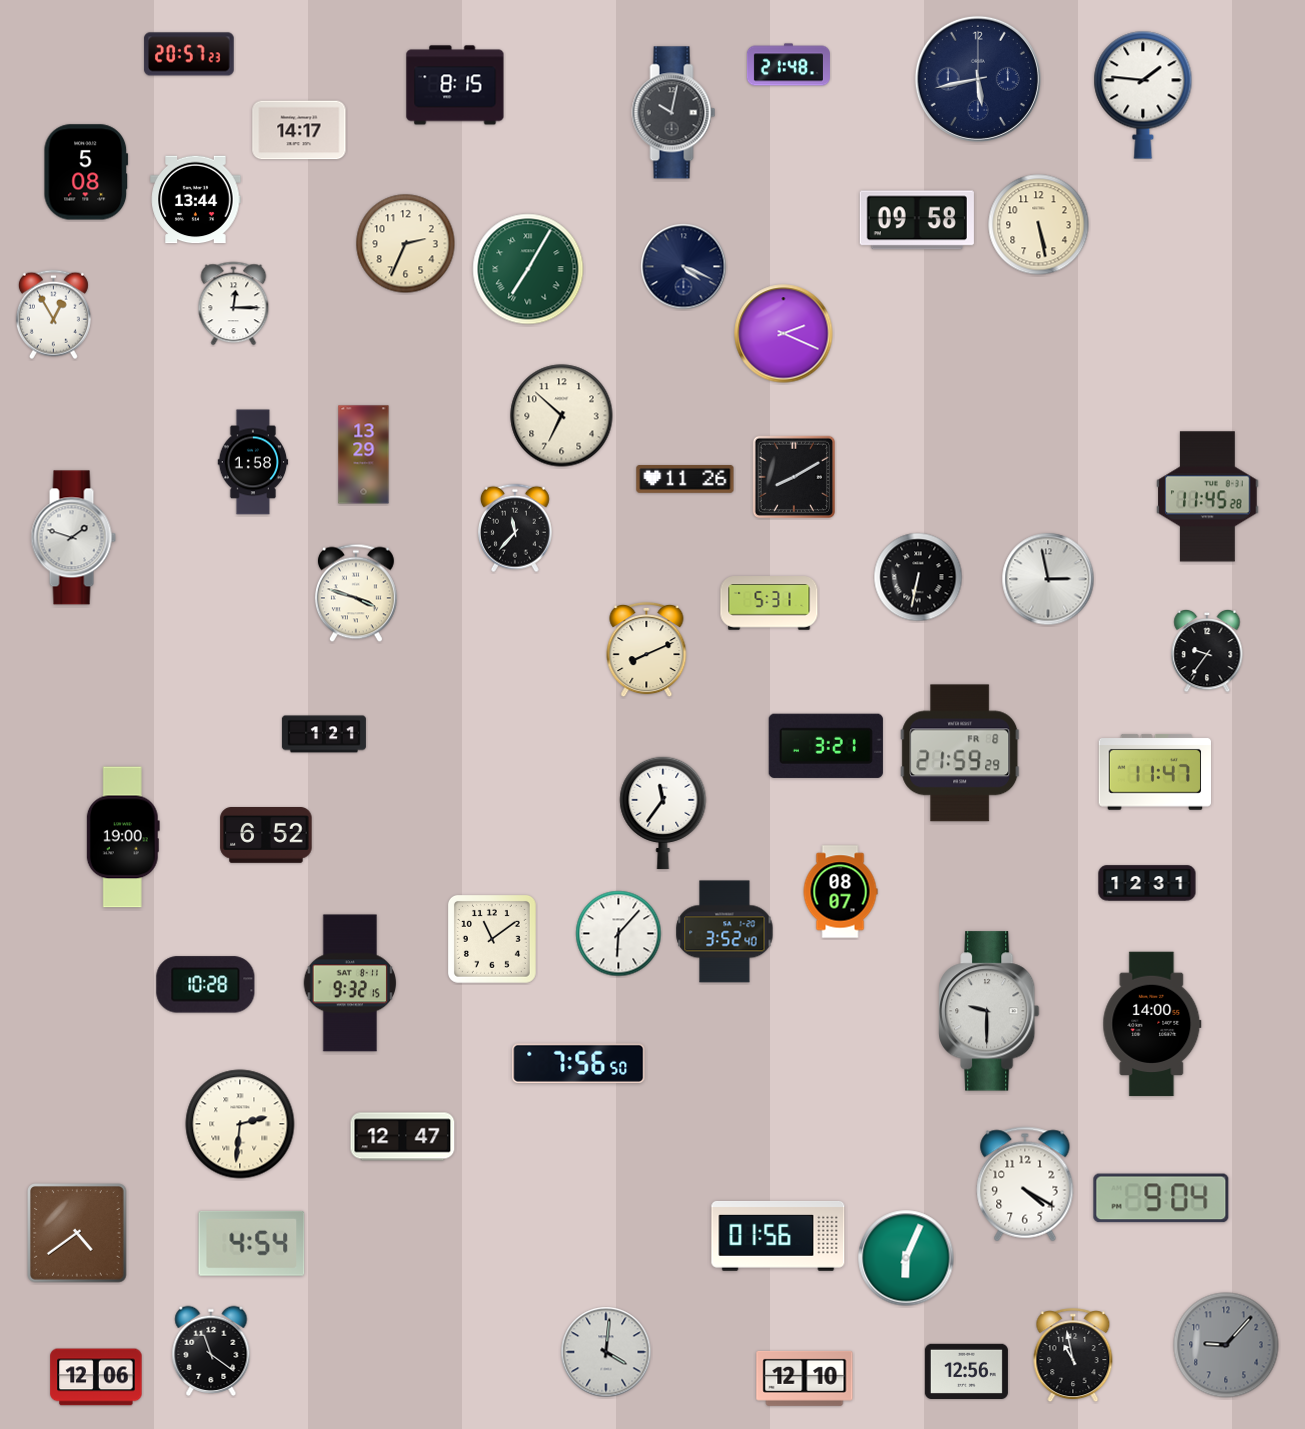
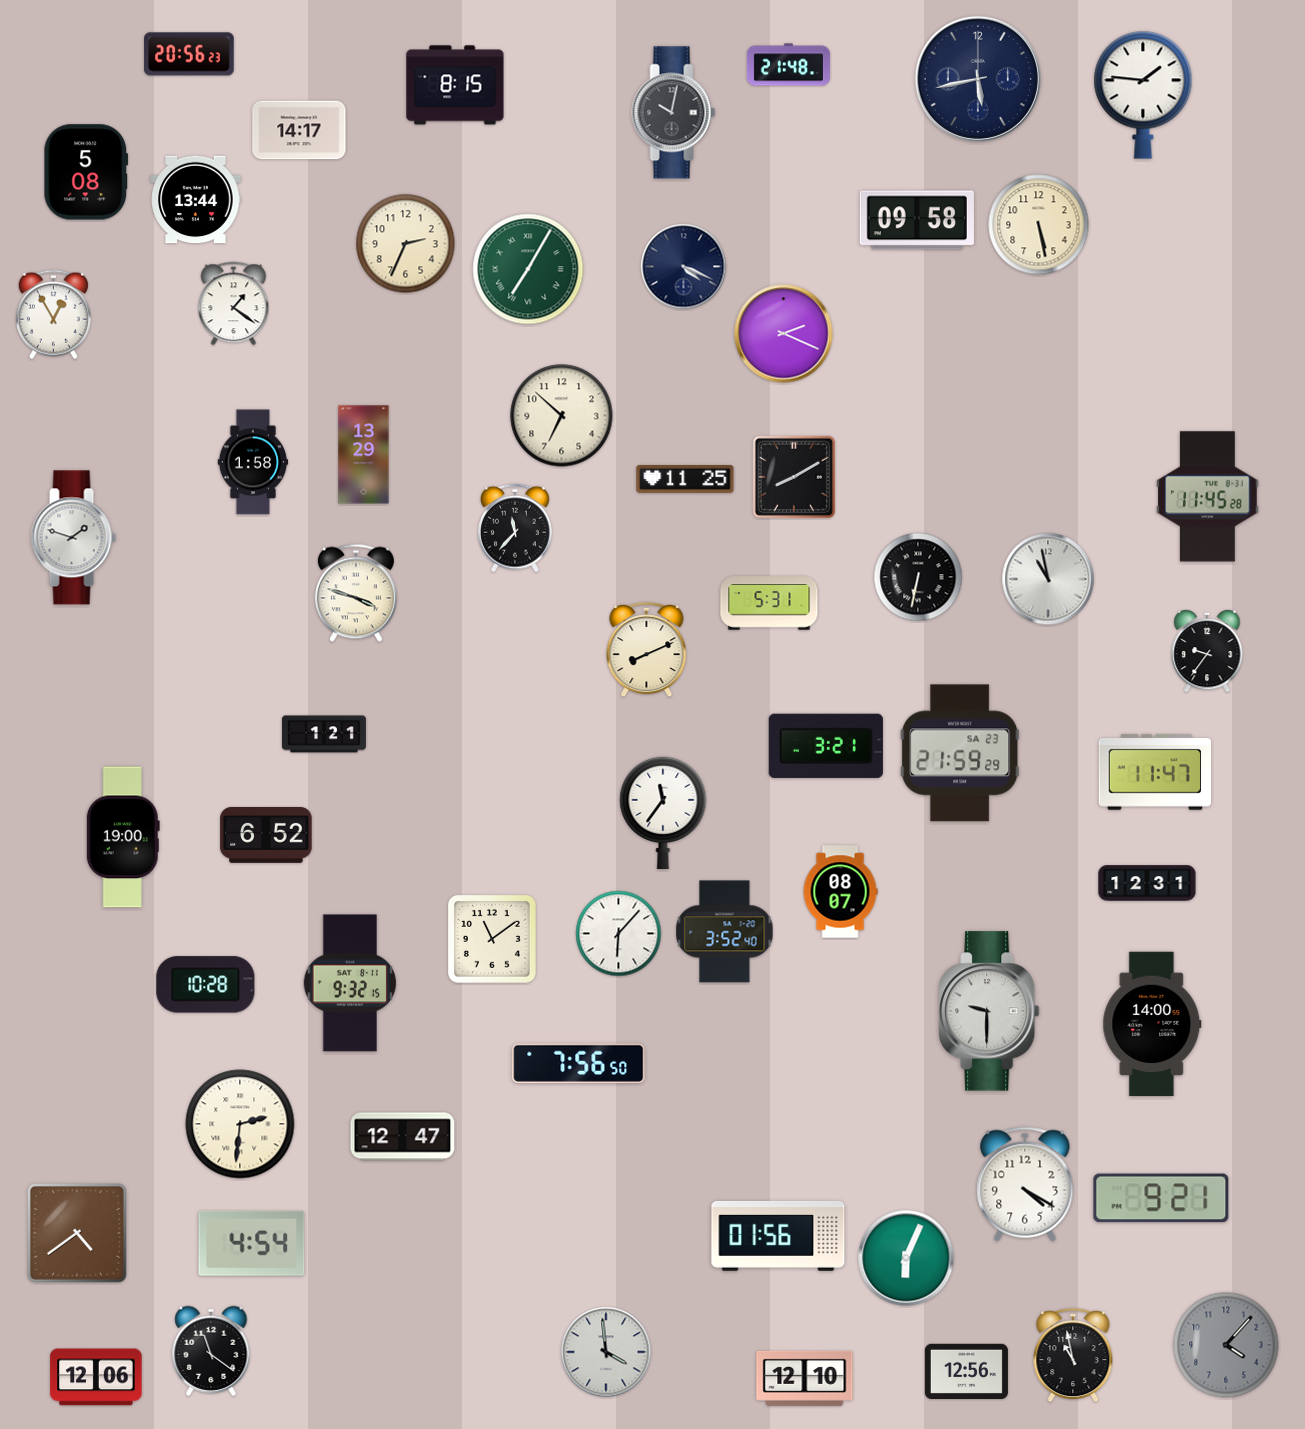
clock at (189, 54): 20:57 -> 20:56
clock at (234, 304): 12:15 -> 1:21
clock at (685, 480): 11:26 -> 11:25
clock at (1048, 579): 2:58 -> 10:58
clock at (960, 753) date: FR 8 -> SA 23
clock at (1161, 1198): 9:04 -> 9:21
clock at (1226, 1345): 9:07 -> 4:07
clock at (606, 1352): 4:01 -> 3:59
